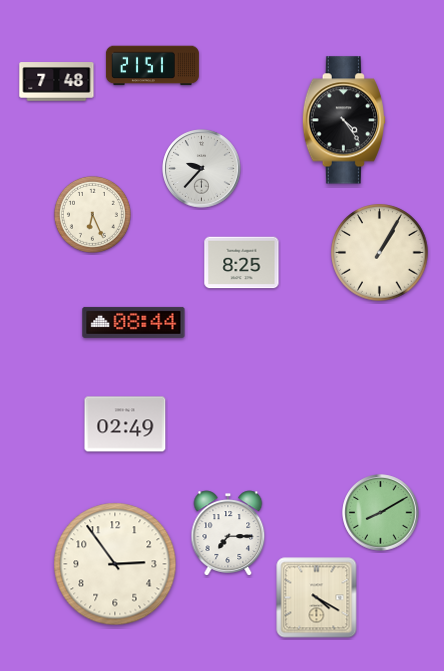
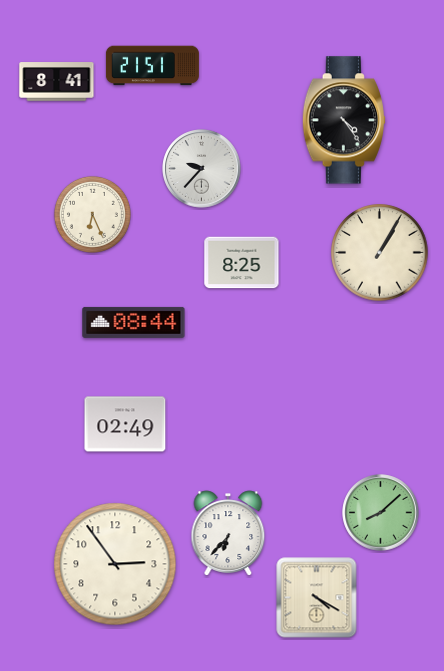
clock at (57, 82): 7:48 -> 8:41
clock at (381, 513): 8:10 -> 8:08
clock at (228, 533): 7:15 -> 6:37
